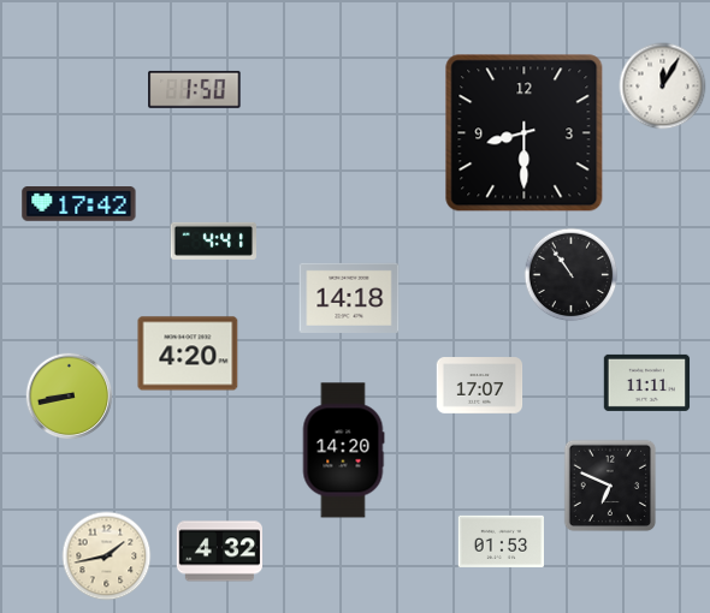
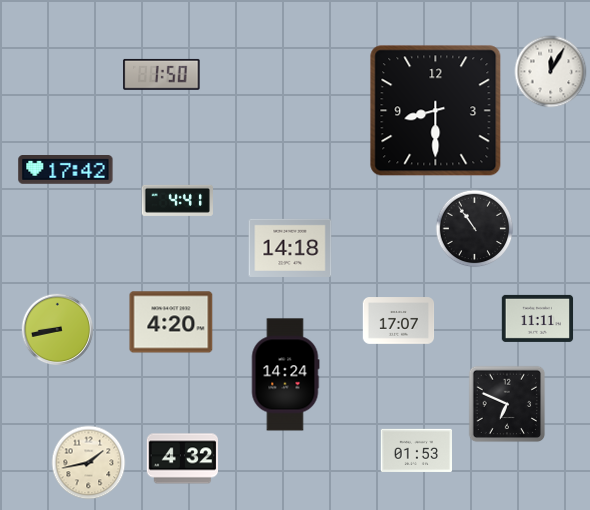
clock at (188, 353) position: (188, 353) -> (171, 322)
clock at (343, 451): 14:20 -> 14:24
